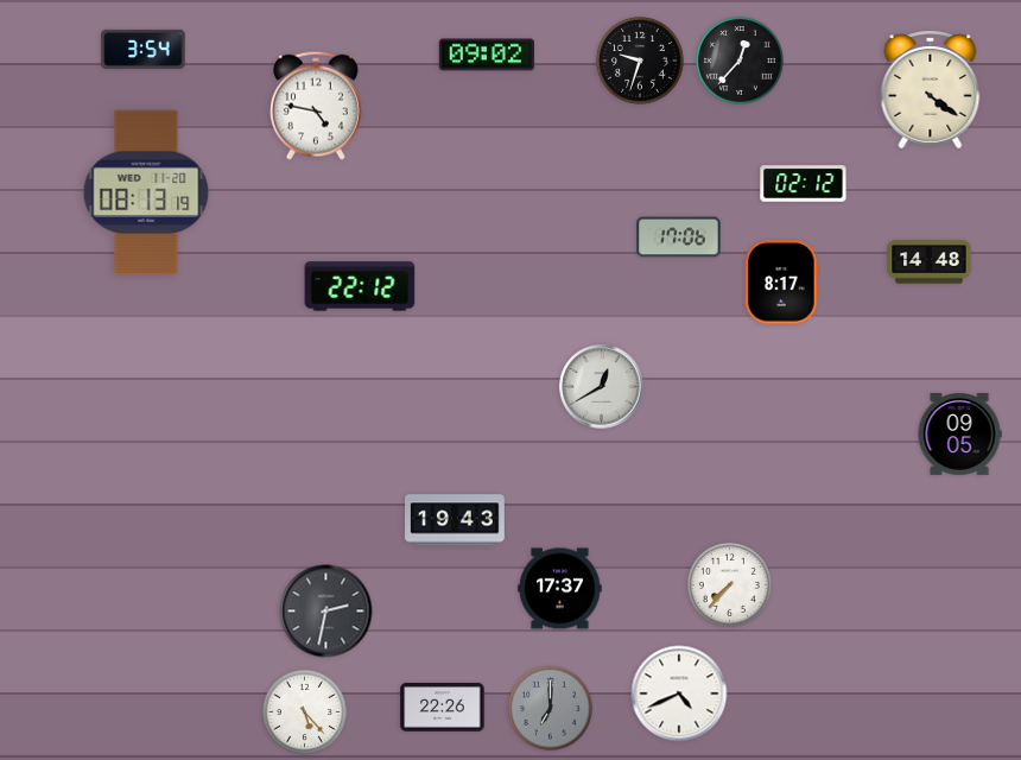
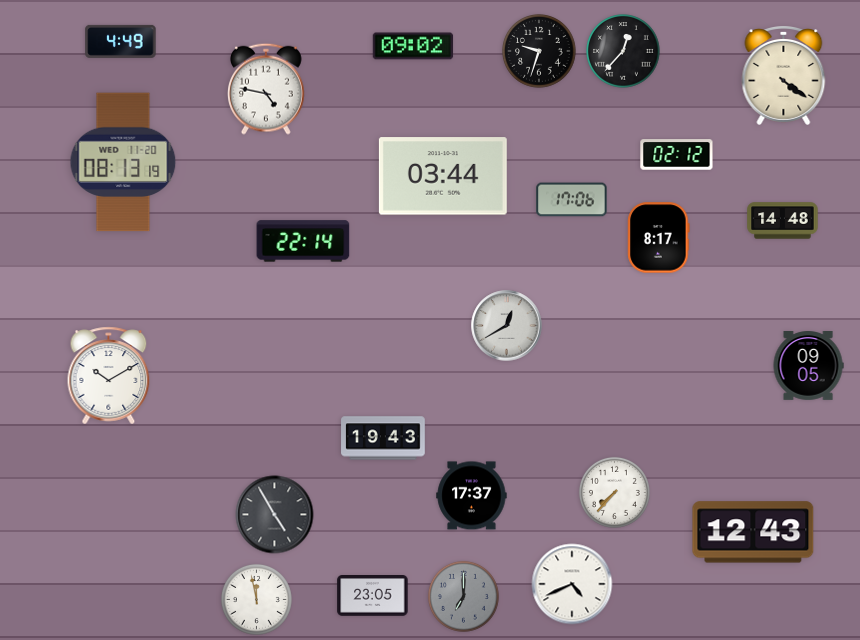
clock at (144, 49): 3:54 -> 4:49
clock at (487, 55) position: (487, 55) -> (413, 46)
clock at (443, 176): none -> 03:44
clock at (360, 286): 22:12 -> 22:14
clock at (109, 376): none -> 10:10
clock at (326, 612): 2:32 -> 4:55
clock at (753, 532): none -> 12:43
clock at (443, 708): 22:26 -> 23:05
clock at (304, 711): 5:23 -> 11:58
